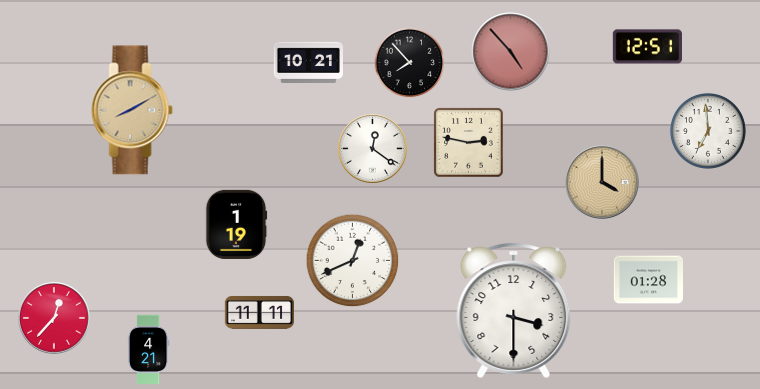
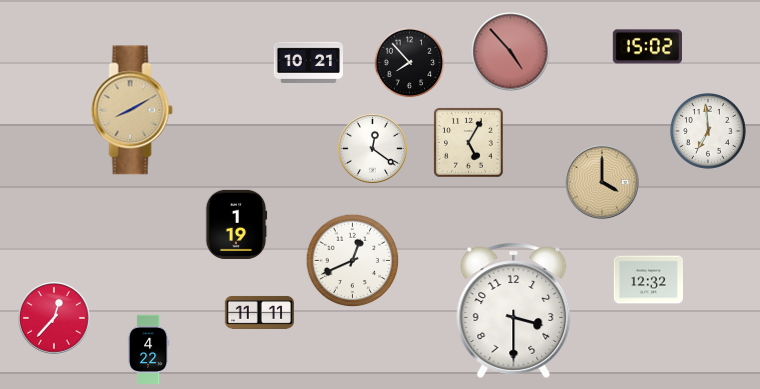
clock at (647, 47): 12:51 -> 15:02
clock at (469, 143): 2:47 -> 5:05
clock at (648, 280): 01:28 -> 12:32
clock at (148, 349): 4:21 -> 4:22
